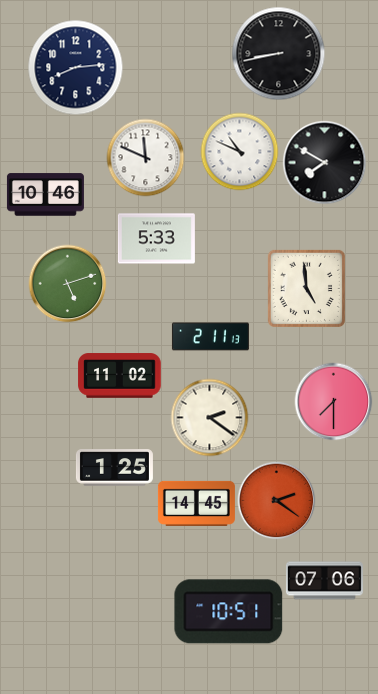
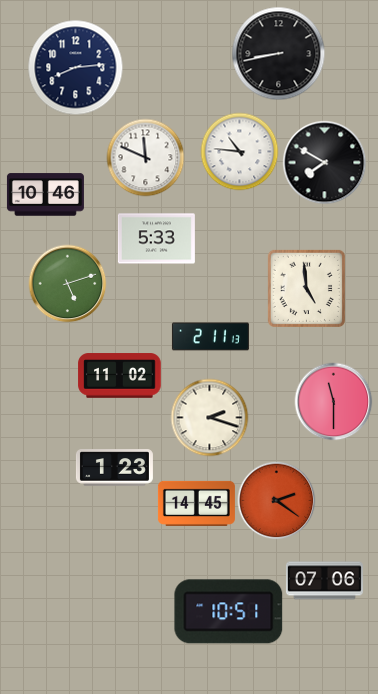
clock at (239, 151): 10:49 -> 10:46
clock at (333, 401): 7:30 -> 11:30
clock at (209, 417): 2:21 -> 2:18
clock at (114, 468): 1:25 -> 1:23
